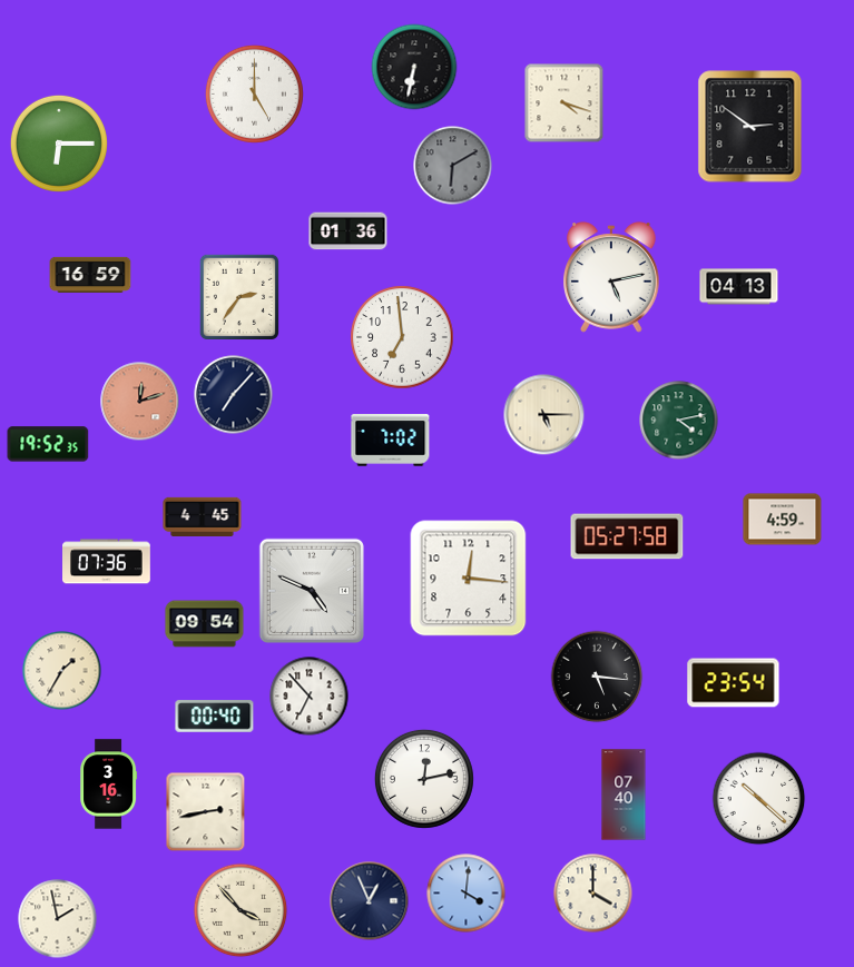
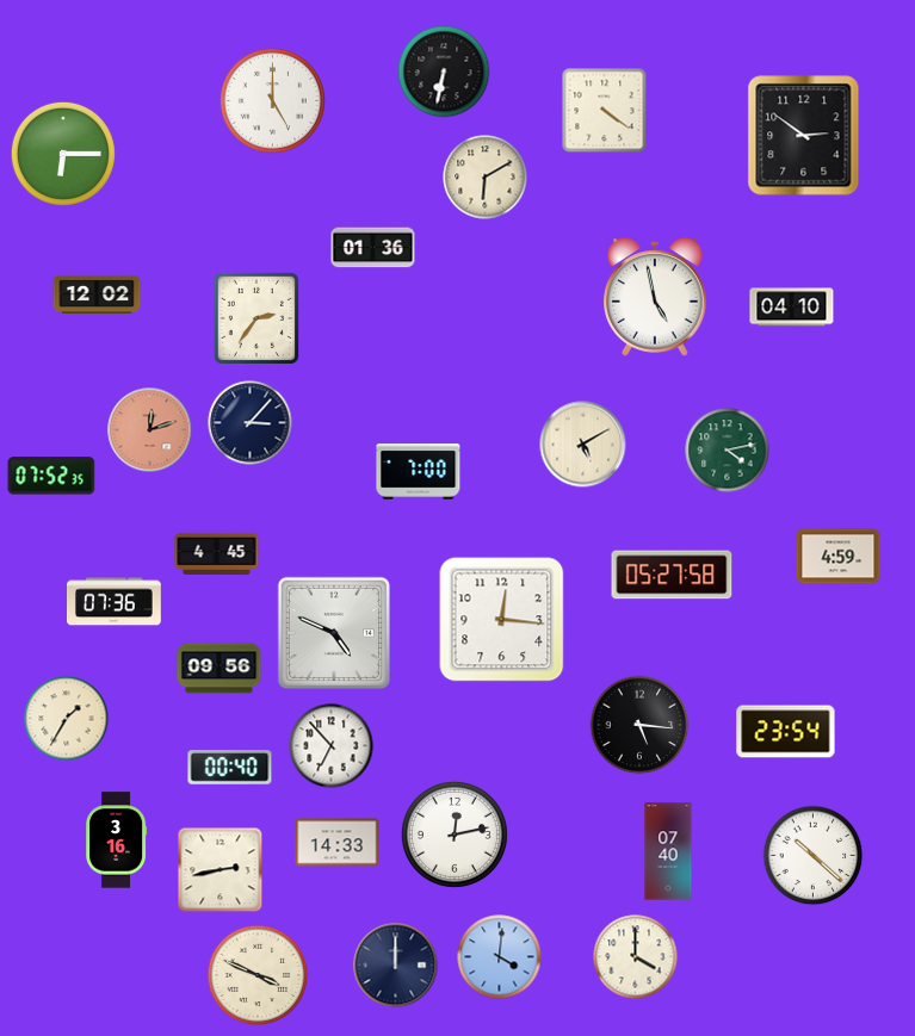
clock at (565, 103): 4:18 -> 4:21
clock at (453, 166) dial: grey -> cream
clock at (90, 275): 16:59 -> 12:02
clock at (611, 277): 5:13 -> 4:58
clock at (739, 287): 04:13 -> 04:10
clock at (402, 337): 6:59 -> none
clock at (234, 395): 7:07 -> 3:07
clock at (544, 415): 5:15 -> 5:10
clock at (391, 441): 7:02 -> 7:00
clock at (48, 444): 19:52 -> 07:52
clock at (205, 624): 09:54 -> 09:56
clock at (338, 843): none -> 14:33
clock at (370, 901): 12:56 -> 12:00
clock at (241, 910): 3:53 -> 3:49
clock at (58, 919): 1:58 -> none
